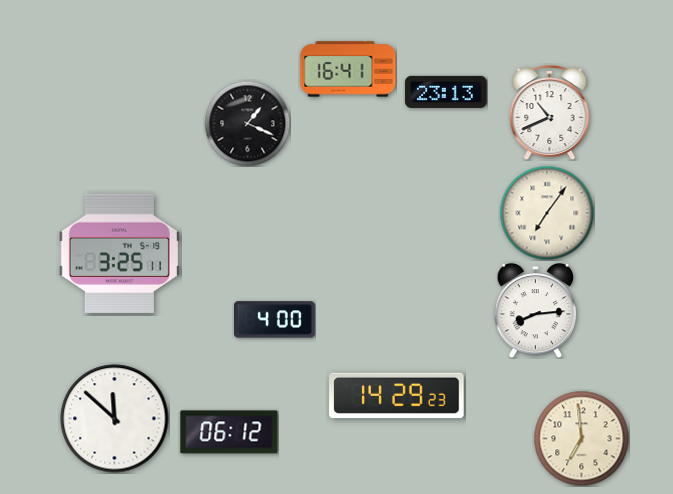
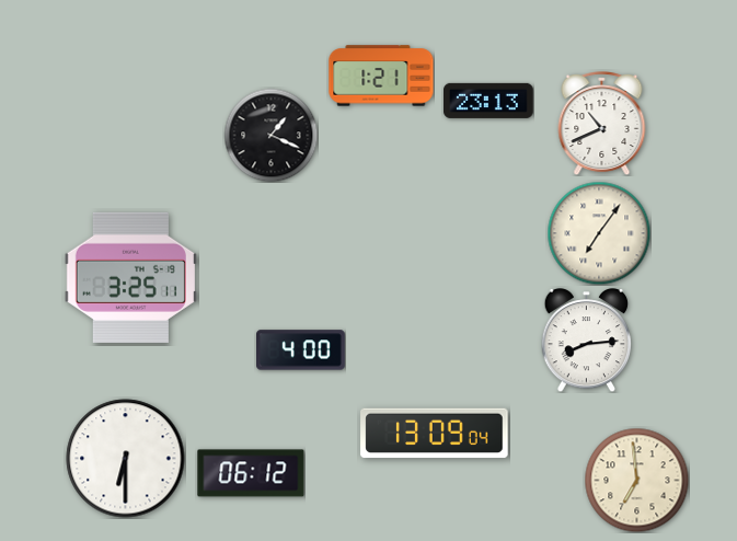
clock at (348, 69): 16:41 -> 1:21
clock at (397, 396): 14:29 -> 13:09
clock at (115, 419): 11:52 -> 6:30
